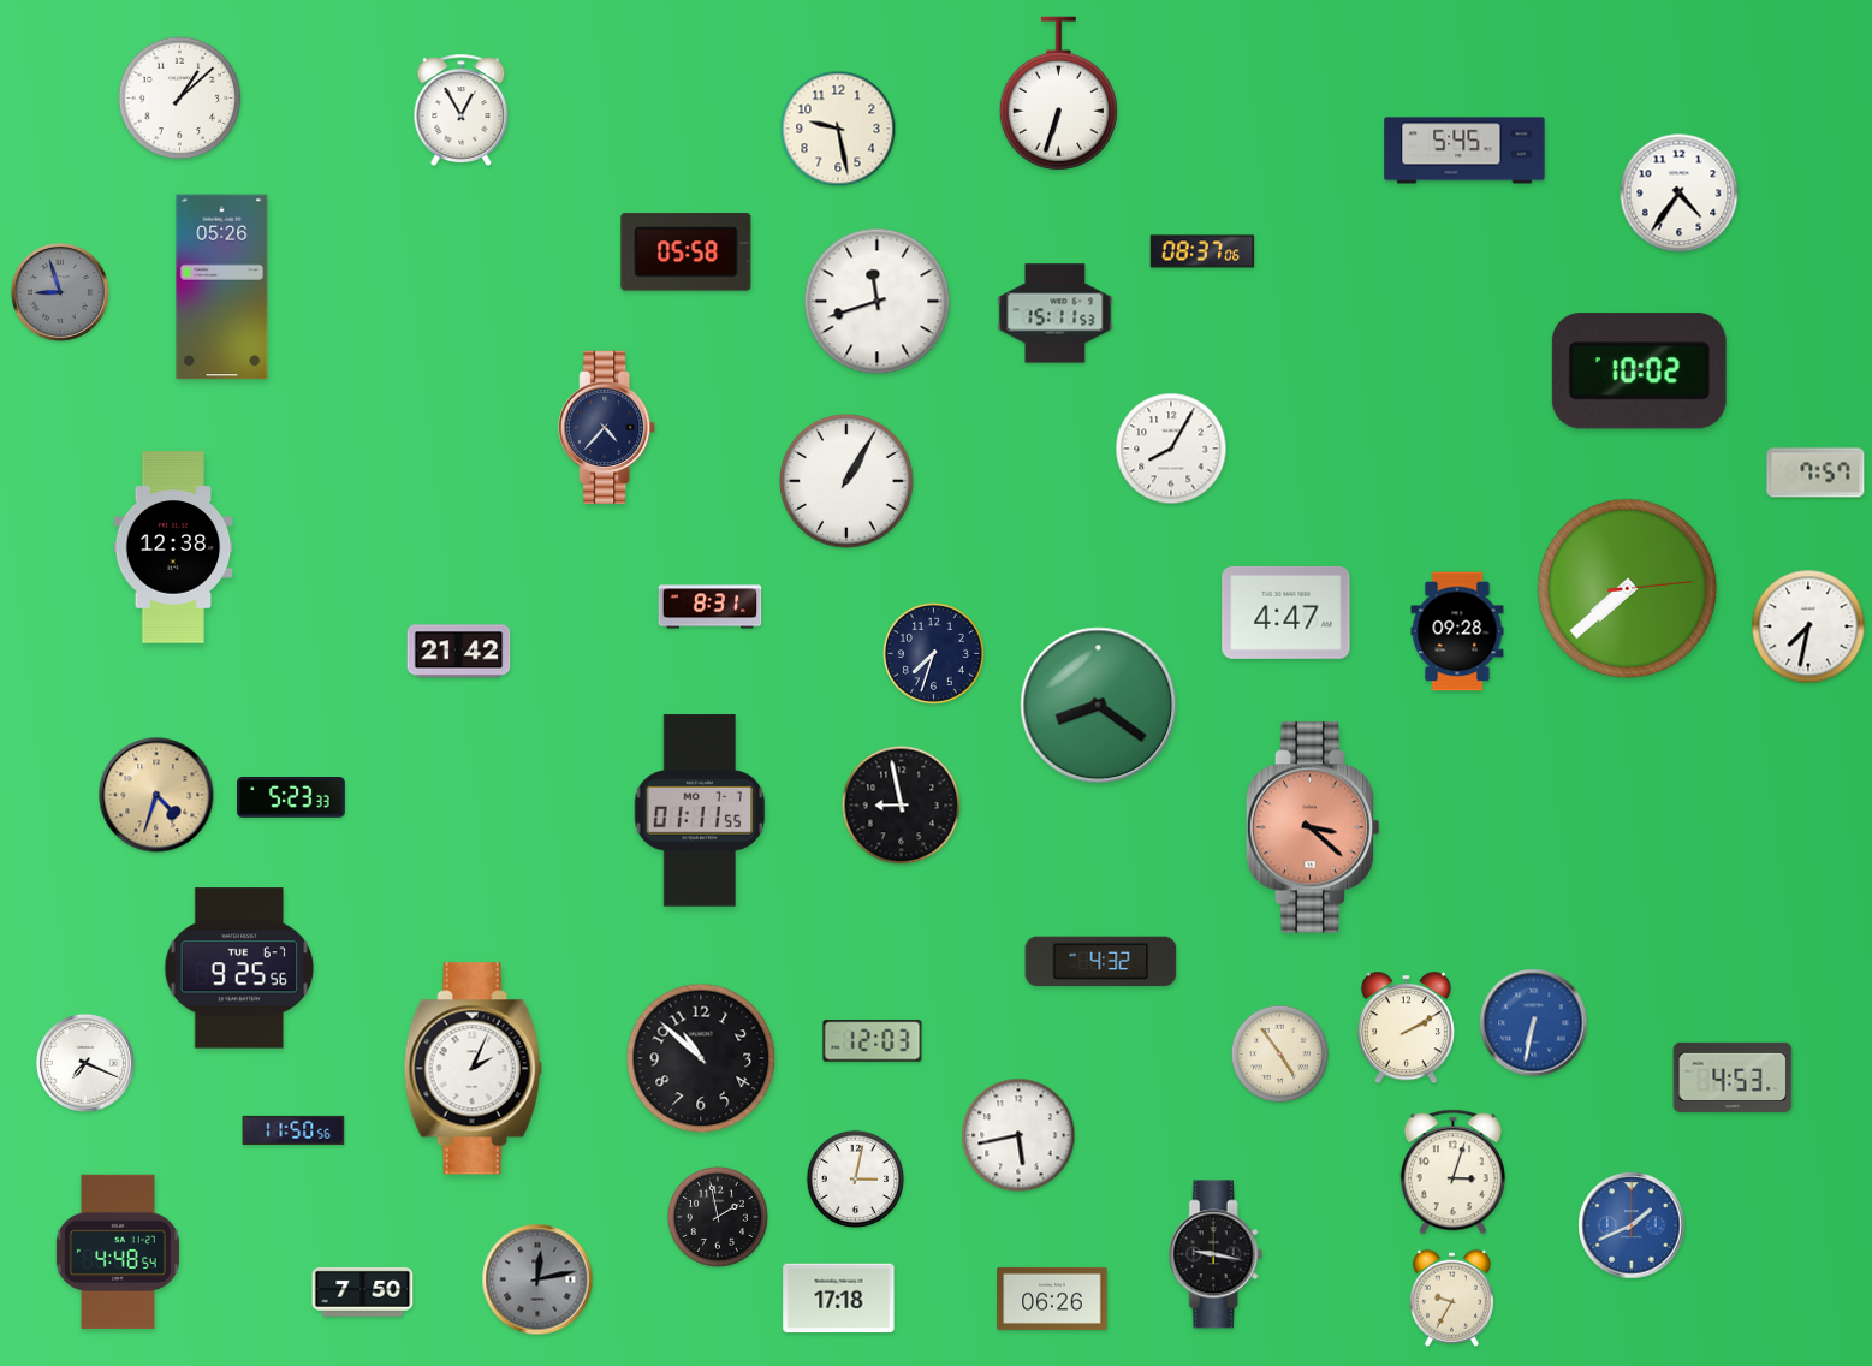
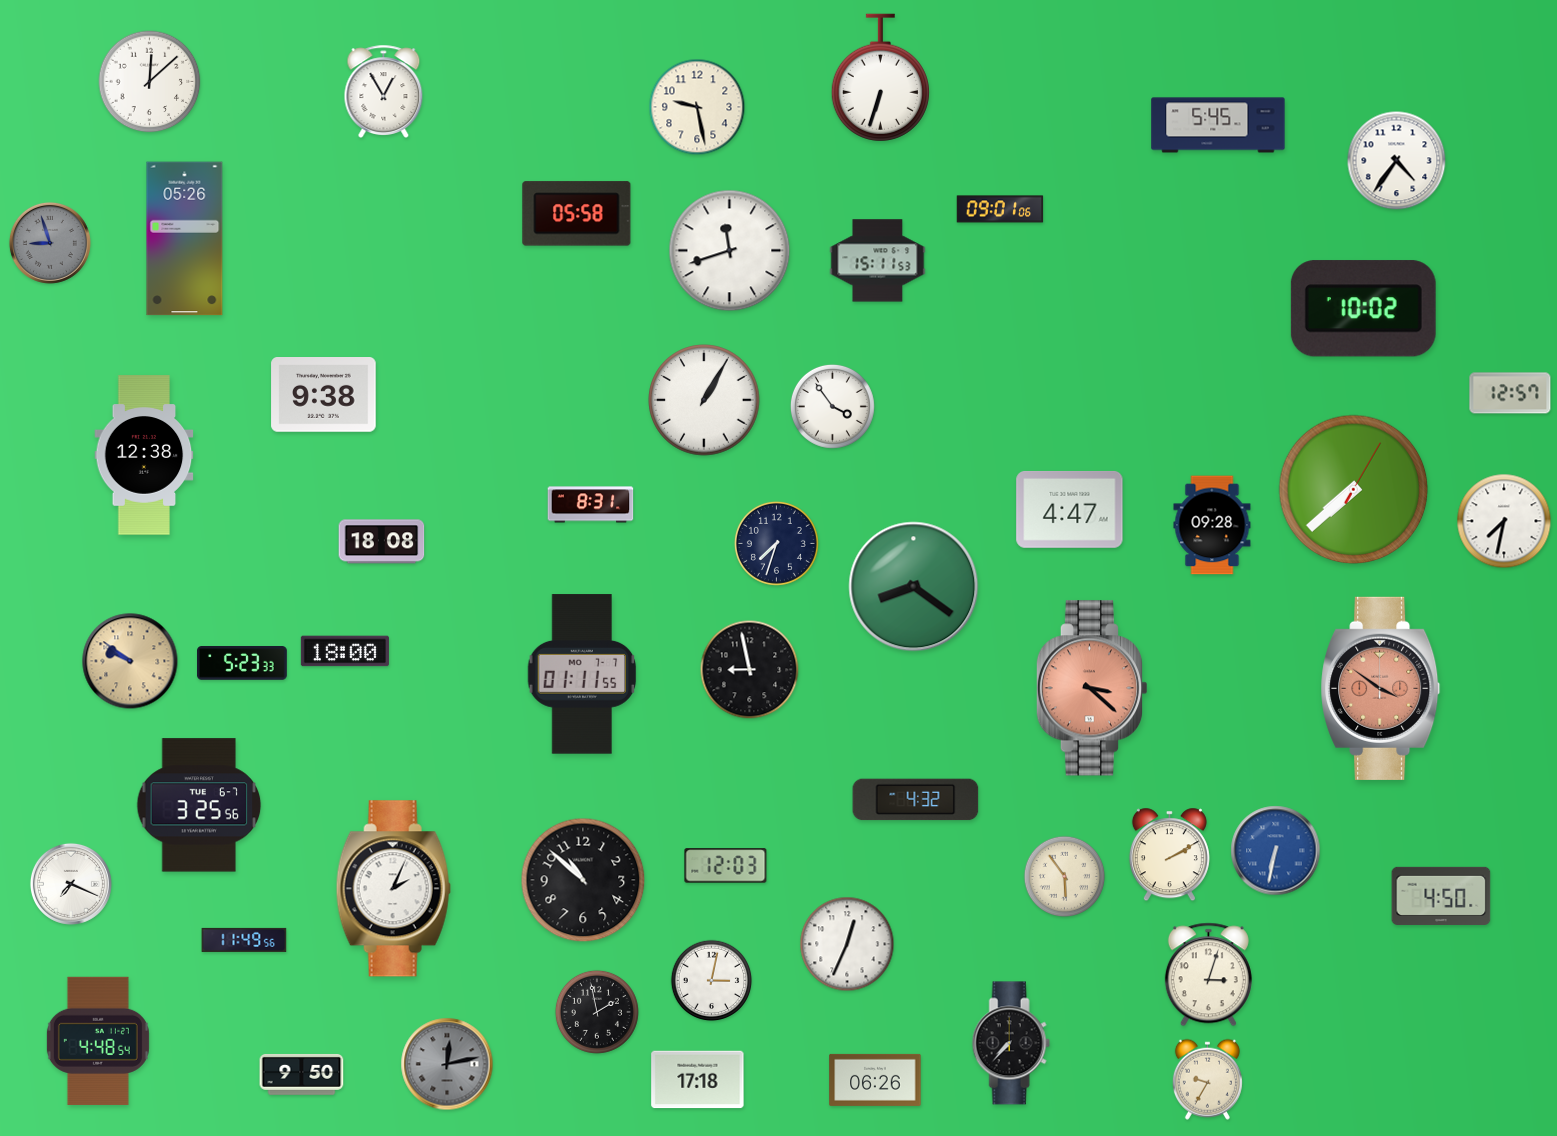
clock at (180, 99): 1:08 -> 12:08
clock at (1202, 251): 08:37 -> 09:01
clock at (687, 253) position: (687, 253) -> (577, 214)
clock at (607, 428): 4:37 -> none
clock at (1171, 449): 8:05 -> none
clock at (1815, 473): 7:57 -> 12:57
clock at (324, 395): none -> 9:38
clock at (832, 406): none -> 3:54
clock at (1628, 589): 7:38:14 -> 7:38:05
clock at (459, 652): 21:42 -> 18:08
clock at (345, 651): none -> 18:00
clock at (156, 795): 4:33 -> 9:51
clock at (1381, 688): none -> 3:51
clock at (239, 968): 9:25 -> 3:25
clock at (1280, 1055): 4:54 -> 5:54
clock at (1733, 1077): 4:53 -> 4:50
clock at (293, 1130): 11:50 -> 11:49
clock at (1018, 1135): 5:43 -> 12:34
clock at (1632, 1225): 1:41 -> none
clock at (1216, 1254): 9:17 -> 7:37
clock at (363, 1291): 7:50 -> 9:50
